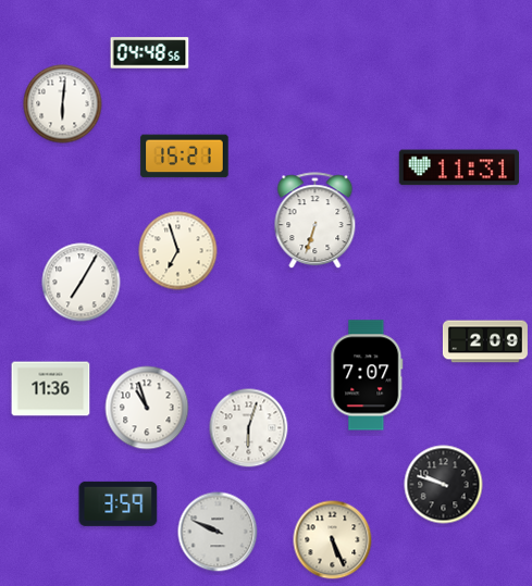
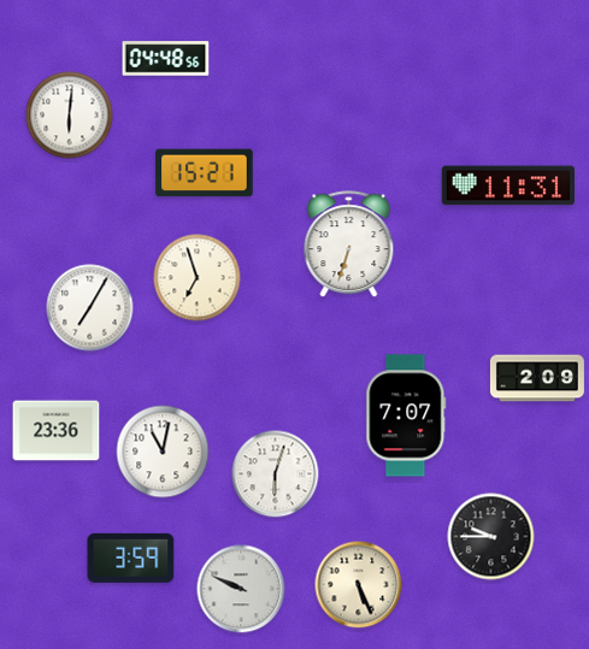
clock at (82, 283) position: (82, 283) -> (90, 308)
clock at (51, 389): 11:36 -> 23:36
clock at (147, 408): 10:57 -> 11:02
clock at (444, 485): 9:48 -> 9:45
clock at (333, 540) position: (333, 540) -> (359, 585)
